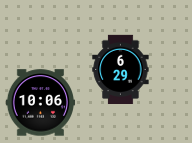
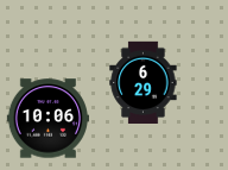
clock at (40, 103) position: (40, 103) -> (47, 119)
